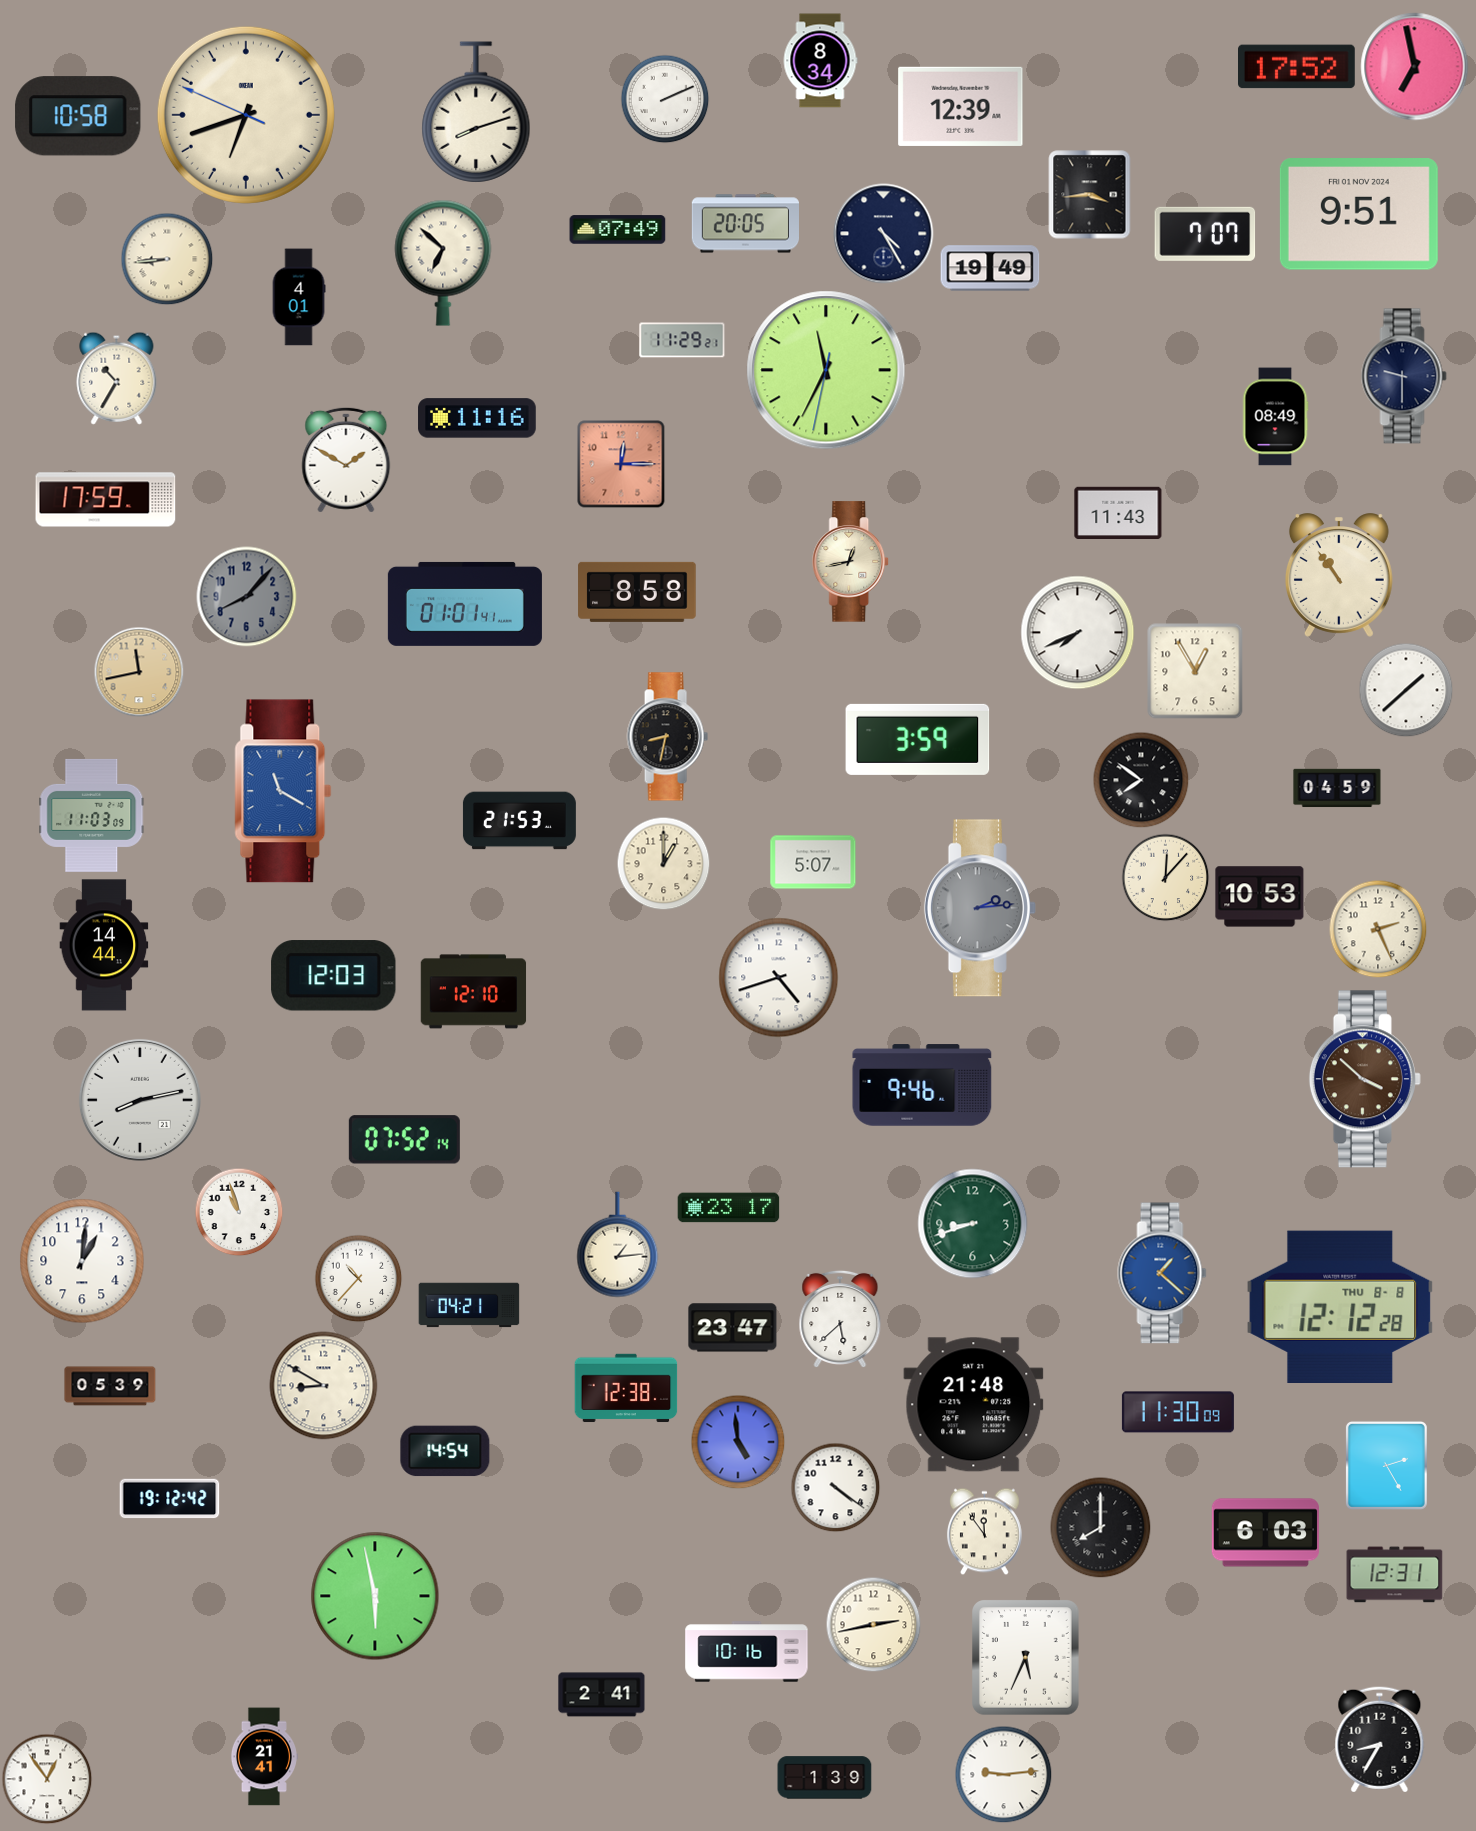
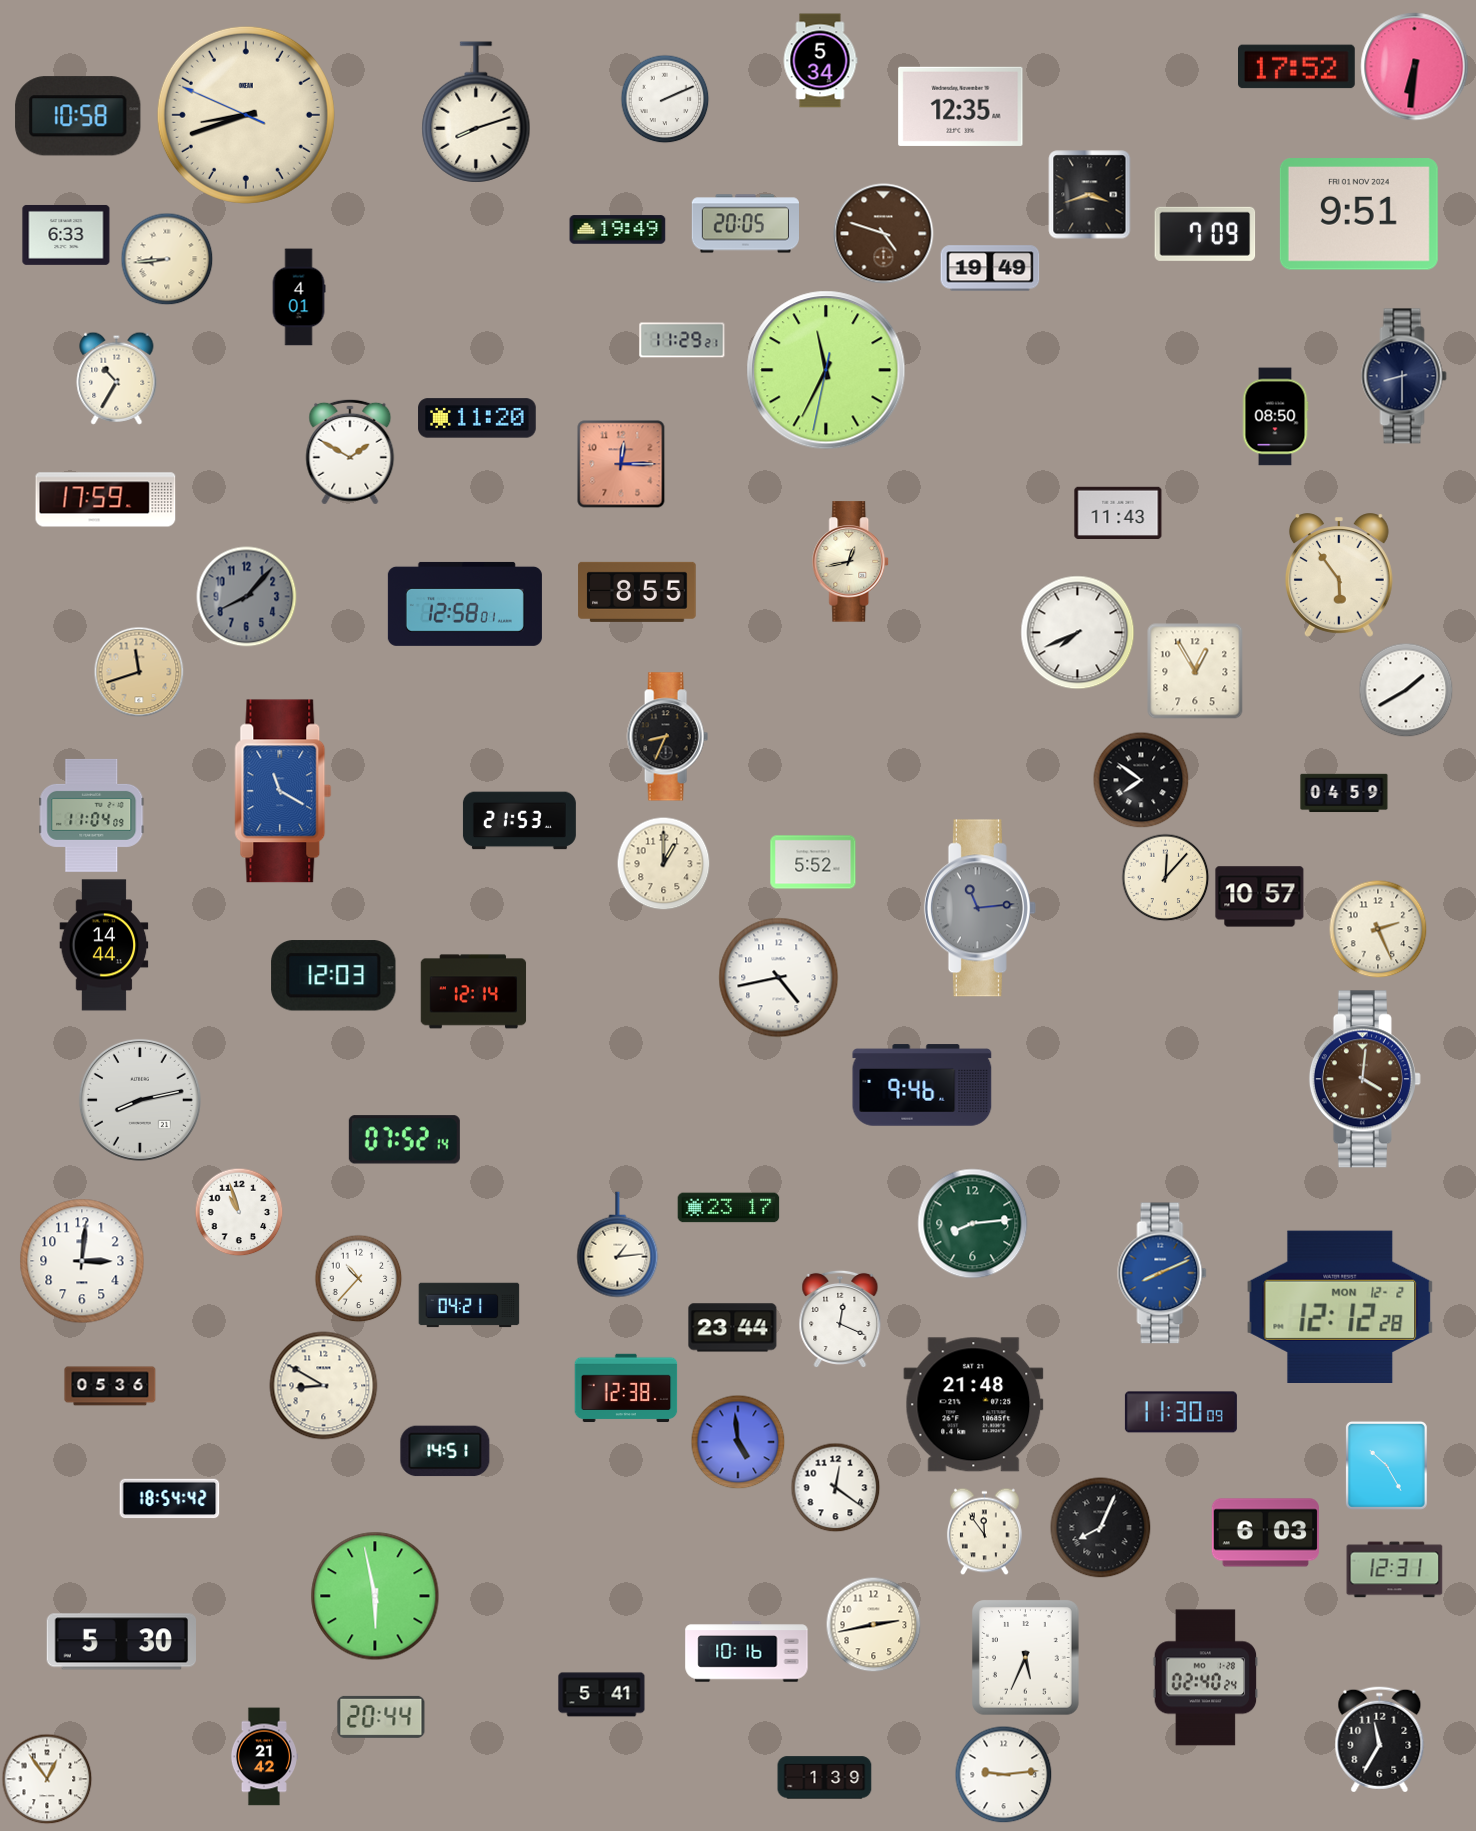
clock at (820, 61): 8:34 -> 5:34
clock at (1415, 67): 6:58 -> 6:31
clock at (961, 106): 12:39 -> 12:35
clock at (246, 115): 6:41 -> 8:41
clock at (1090, 195): 3:44 -> 3:42
clock at (618, 230): 07:49 -> 19:49
clock at (884, 234): 4:25 -> 4:48
clock at (884, 234) dial: navy -> brown
clock at (1205, 234): 7:07 -> 7:09
clock at (66, 235): none -> 6:33
clock at (443, 263): 6:52 -> none
clock at (1404, 376): 9:30 -> 8:30
clock at (1275, 417): 08:49 -> 08:50
clock at (477, 418): 11:16 -> 11:20
clock at (346, 460) position: (346, 460) -> (350, 452)
clock at (1339, 575): 10:54 -> 5:54
clock at (637, 592): 8:58 -> 8:55
clock at (465, 604): 01:01 -> 12:58
clock at (139, 672): 11:43 -> 11:42
clock at (1406, 690): 1:38 -> 1:40
clock at (667, 737): 8:32 -> 8:34
clock at (918, 739): 3:59 -> none
clock at (1337, 788) position: (1337, 788) -> (1344, 793)
clock at (92, 815): 11:03 -> 11:04
clock at (813, 862): 5:07 -> 5:52
clock at (1260, 897): 10:53 -> 10:57
clock at (980, 908): 2:14 -> 11:14
clock at (779, 978): 4:42 -> 4:43
clock at (474, 992): 12:10 -> 12:14
clock at (1365, 1079): 3:52 -> 4:01
clock at (973, 1224): 8:42 -> 8:14
clock at (82, 1261): 1:01 -> 3:01
clock at (1162, 1273): 1:22 -> 8:11
clock at (1340, 1306) date: THU 8-8 -> MON 12-2
clock at (840, 1318): 5:38 -> 12:19
clock at (733, 1328): 23:47 -> 23:44
clock at (110, 1386): 05:39 -> 05:36
clock at (1178, 1412) position: (1178, 1412) -> (1181, 1412)
clock at (445, 1451): 14:54 -> 14:51
clock at (1386, 1465): 2:25 -> 10:25
clock at (835, 1487): 4:21 -> 12:21
clock at (170, 1499): 19:12 -> 18:54
clock at (1101, 1528): 8:00 -> 8:04
clock at (1395, 1575) position: (1395, 1575) -> (1395, 1570)
clock at (121, 1642): none -> 5:30
clock at (1206, 1678): none -> 02:40
clock at (602, 1695): 2:41 -> 5:41
clock at (381, 1717): none -> 20:44
clock at (1380, 1740): 8:35 -> 11:35
clock at (263, 1757): 21:41 -> 21:42
